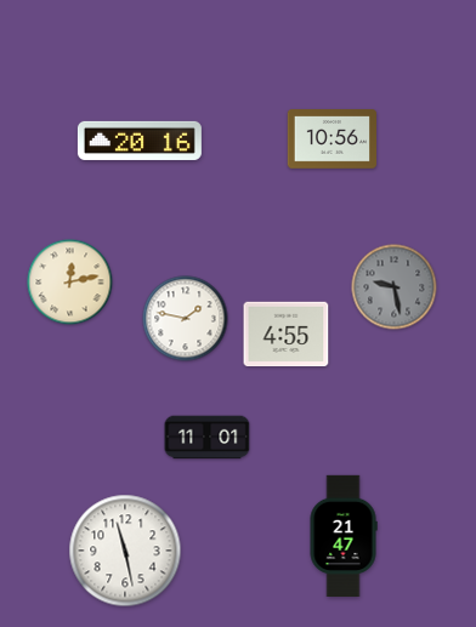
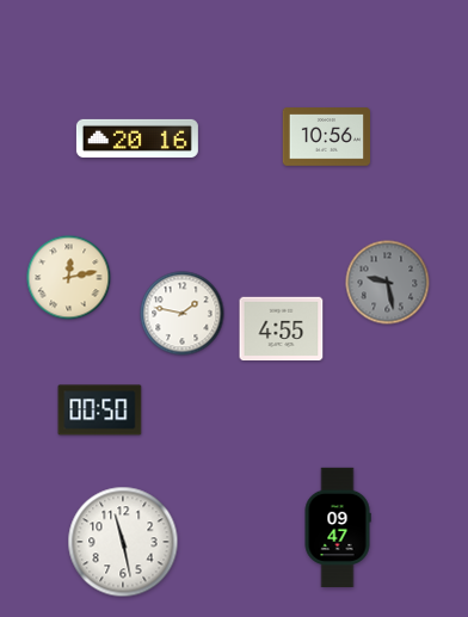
clock at (100, 411): none -> 00:50
clock at (208, 438): 11:01 -> none
clock at (344, 536): 21:47 -> 09:47
